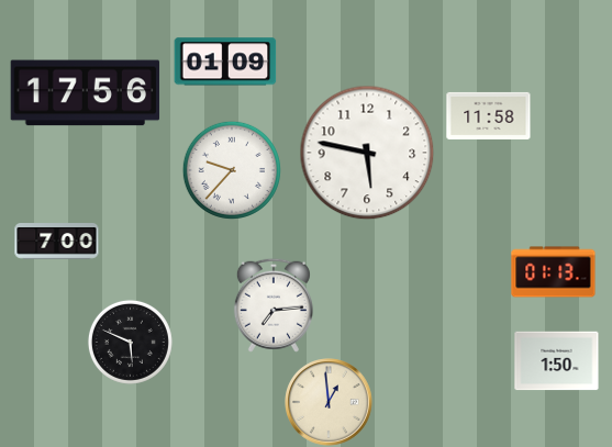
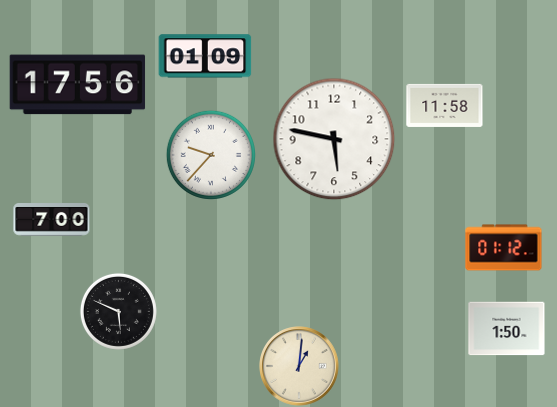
clock at (554, 272): 01:13 -> 01:12
clock at (274, 305): 7:14 -> none
clock at (330, 403): 12:59 -> 1:01
